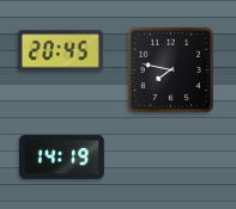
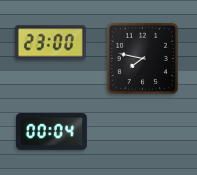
clock at (60, 51): 20:45 -> 23:00
clock at (61, 156): 14:19 -> 00:04
